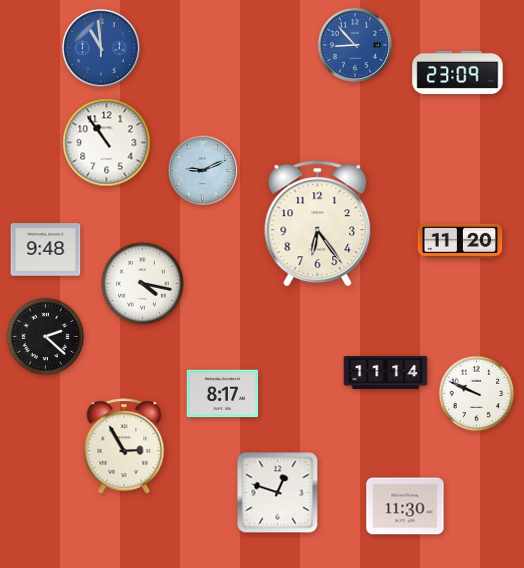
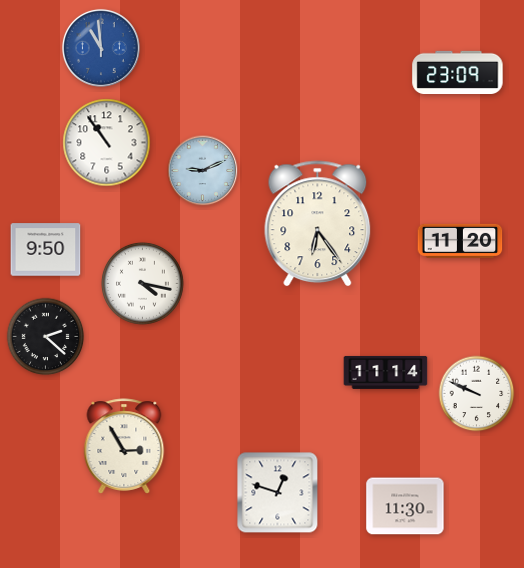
clock at (355, 45): 8:53 -> none
clock at (46, 250): 9:48 -> 9:50
clock at (223, 394): 8:17 -> none
